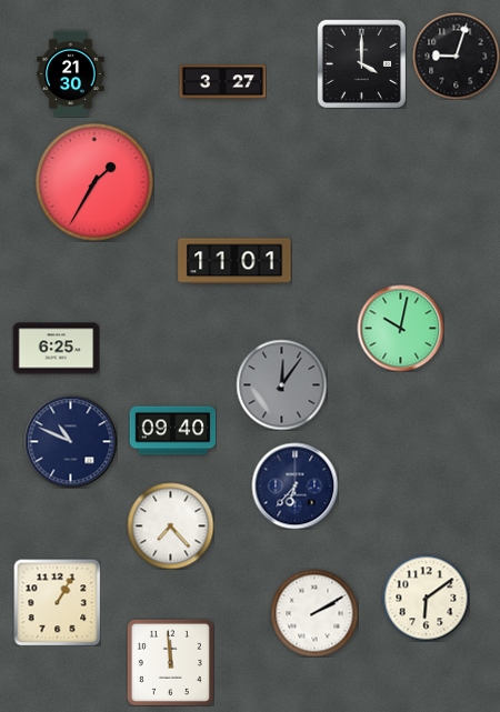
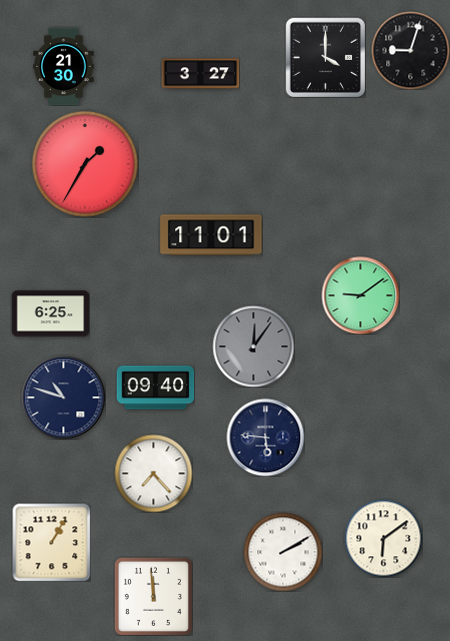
clock at (400, 328): 10:02 -> 9:09
clock at (70, 441): 10:49 -> 10:48
clock at (294, 485): 6:37 -> 5:46
